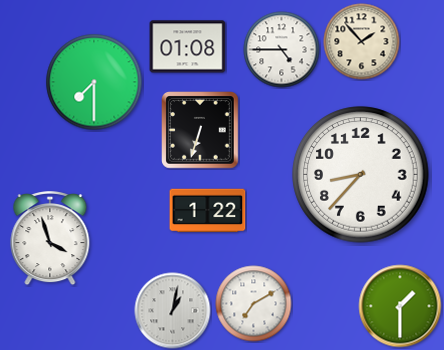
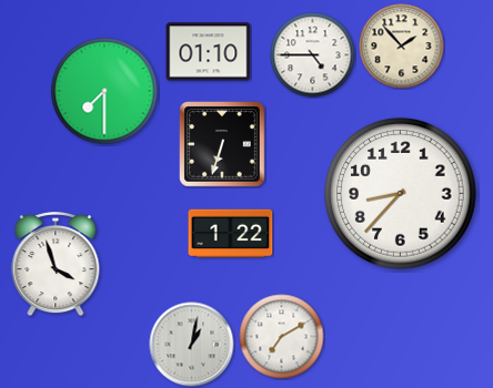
clock at (188, 47): 01:08 -> 01:10
clock at (400, 306): 1:30 -> none
